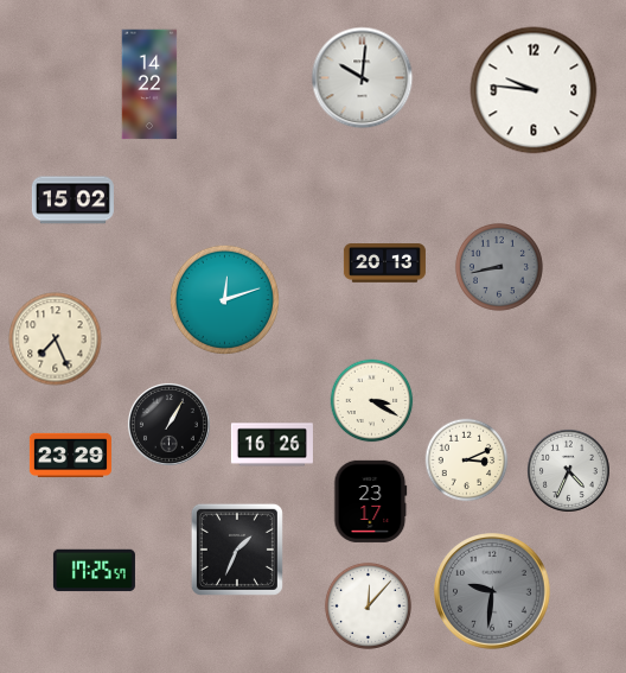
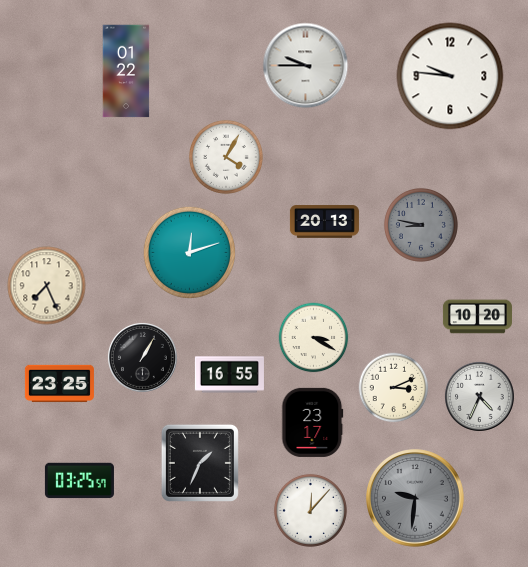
clock at (363, 78): 10:01 -> 9:45
clock at (149, 84): 14:22 -> 01:22
clock at (226, 157): none -> 4:05
clock at (72, 201): 15:02 -> none
clock at (499, 267): 8:43 -> 8:47
clock at (477, 317): none -> 10:20
clock at (272, 445): 16:26 -> 16:55
clock at (70, 456): 23:29 -> 23:25
clock at (94, 571): 17:25 -> 03:25
